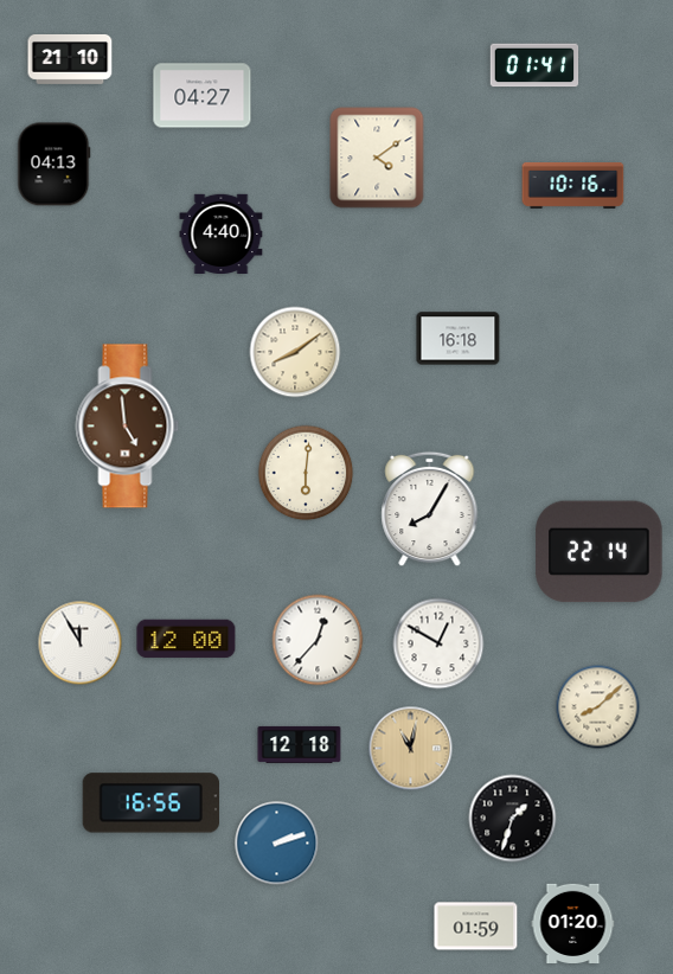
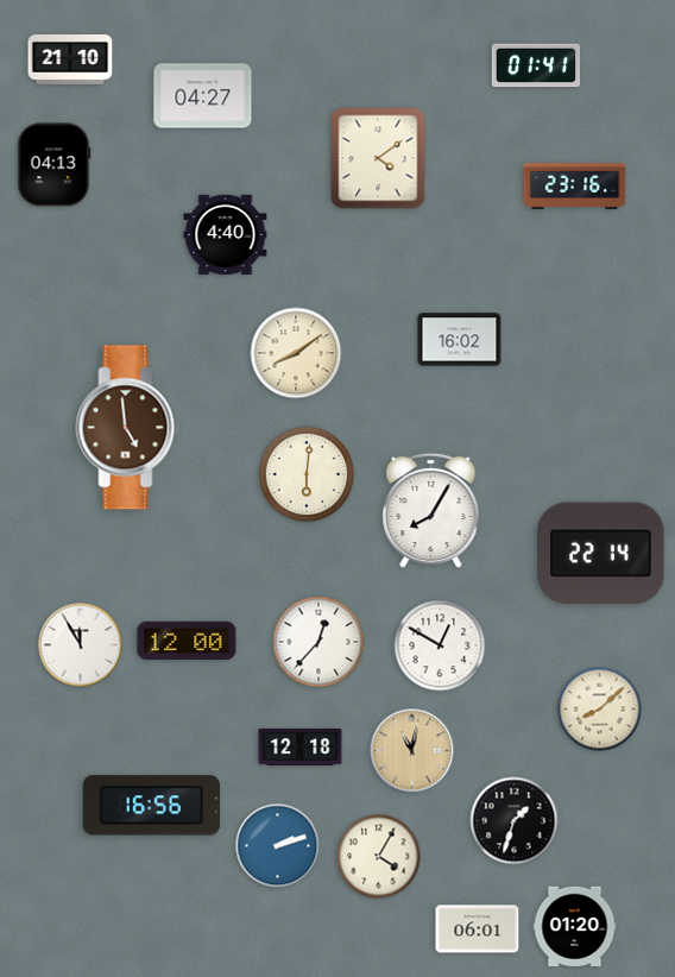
clock at (573, 185): 10:16 -> 23:16
clock at (222, 233) position: (222, 233) -> (226, 234)
clock at (459, 339): 16:18 -> 16:02
clock at (379, 857): none -> 4:05
clock at (476, 927): 01:59 -> 06:01
